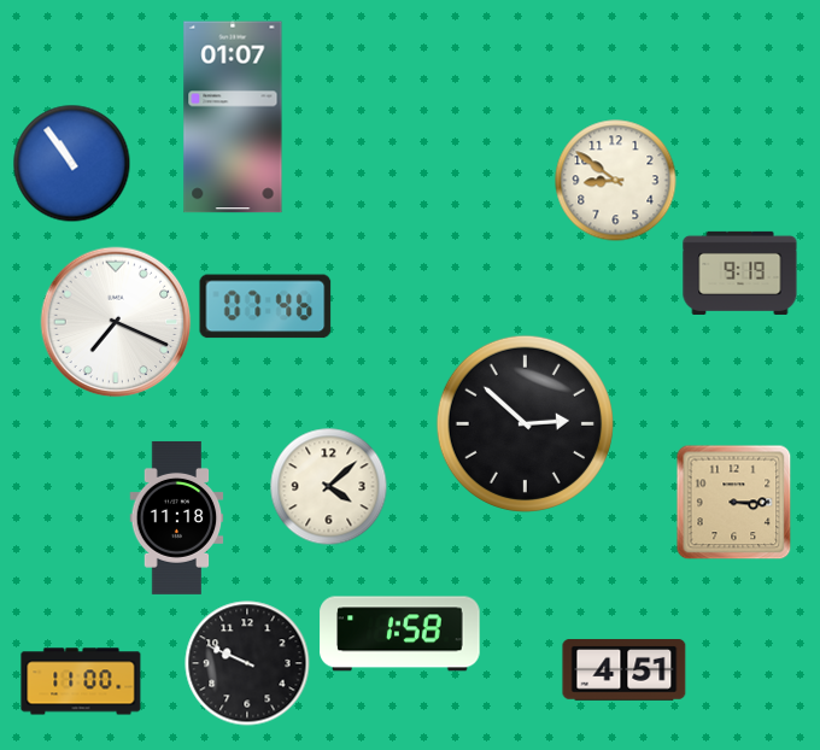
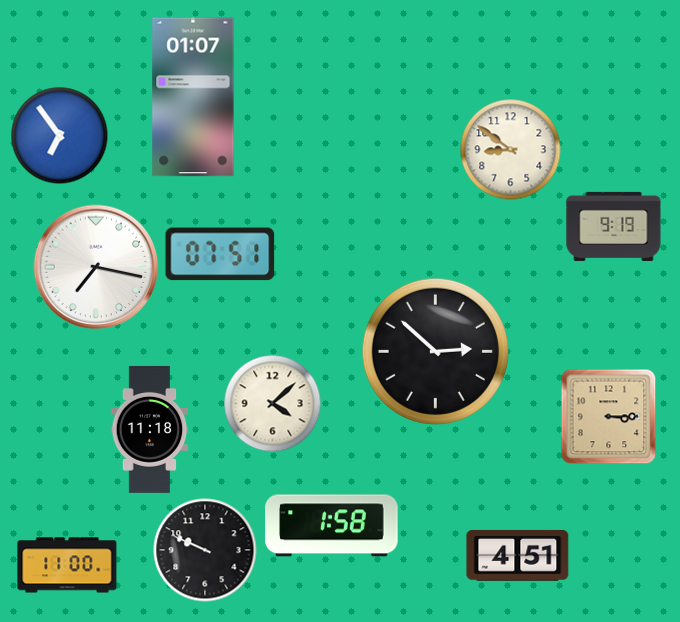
clock at (71, 163): 10:54 -> 6:54
clock at (265, 306): 07:46 -> 07:51
clock at (116, 322): 7:19 -> 7:17
clock at (177, 517) position: (177, 517) -> (150, 429)
